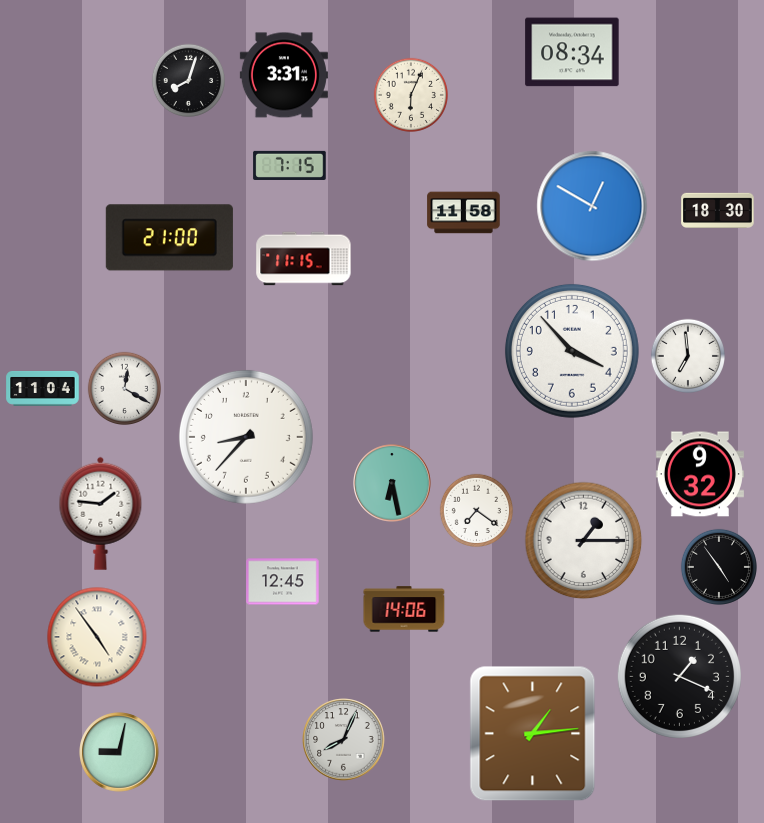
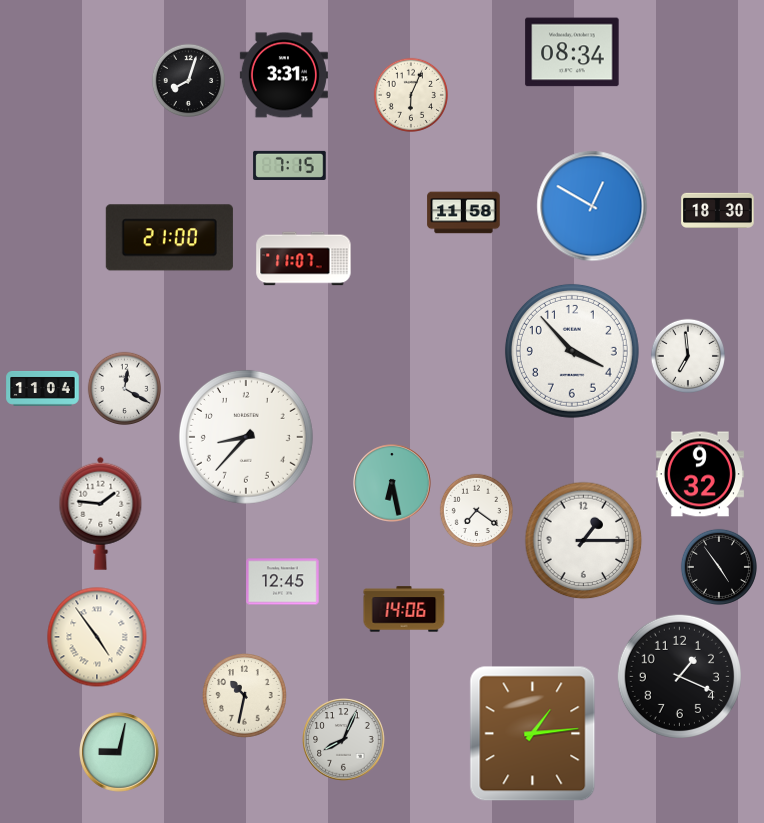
clock at (304, 259): 11:15 -> 11:07
clock at (245, 696): none -> 10:32
